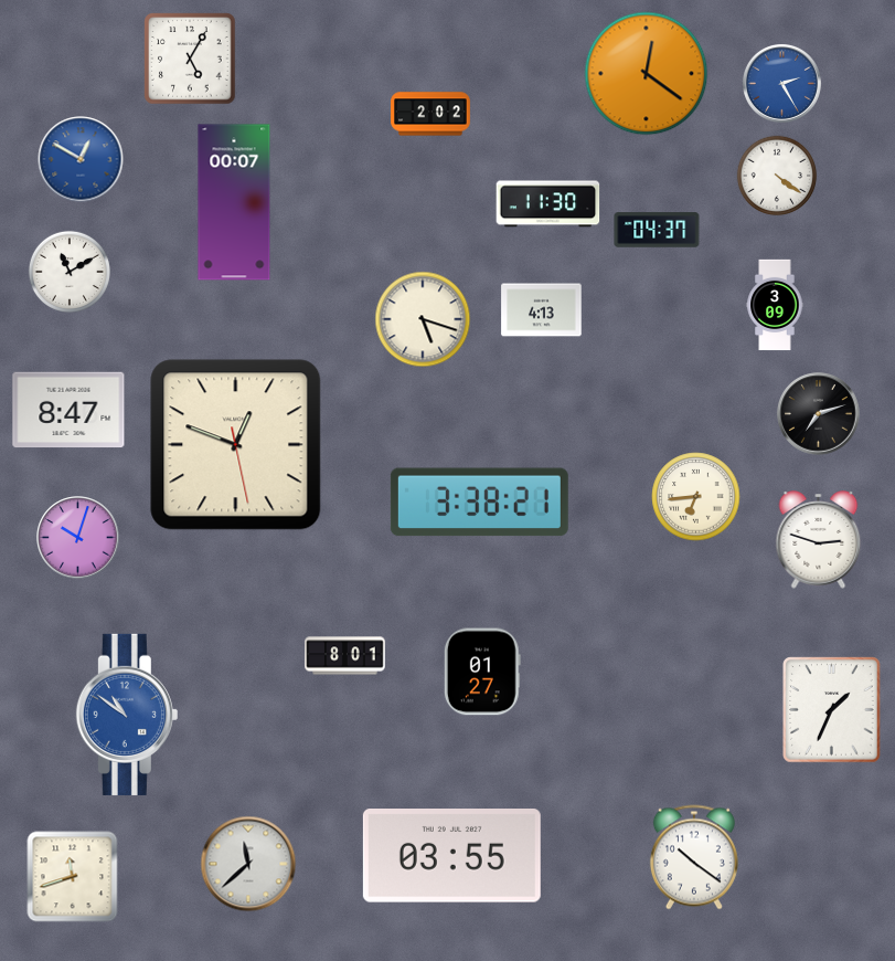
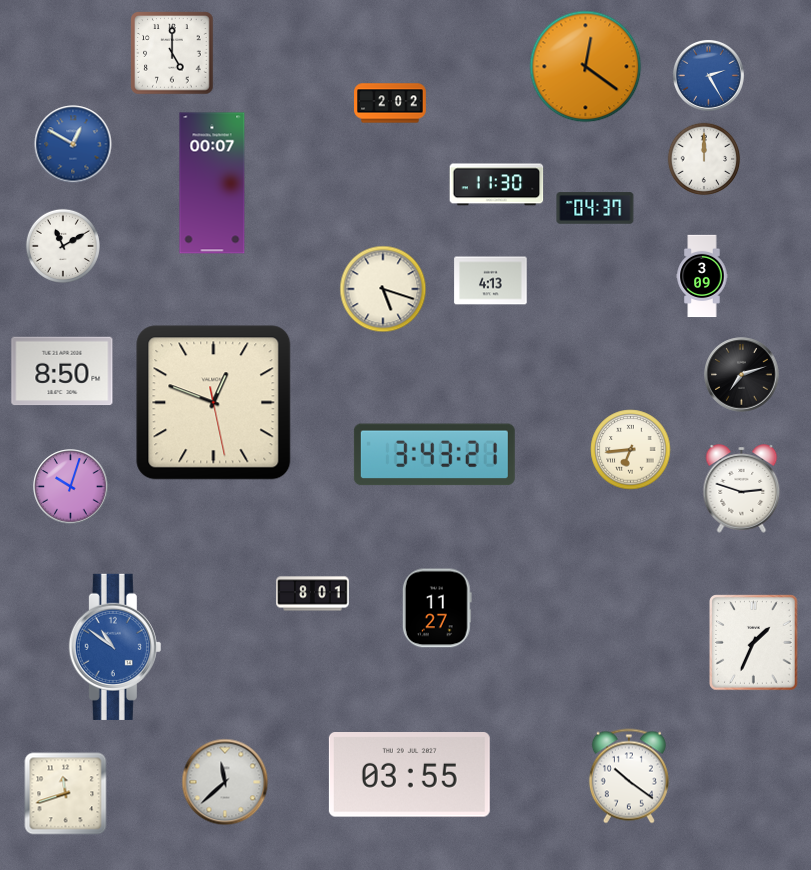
clock at (190, 59): 5:05 -> 5:00
clock at (777, 176): 4:21 -> 12:00
clock at (68, 410): 8:47 -> 8:50
clock at (479, 503): 3:38 -> 3:43
clock at (482, 672): 01:27 -> 11:27
